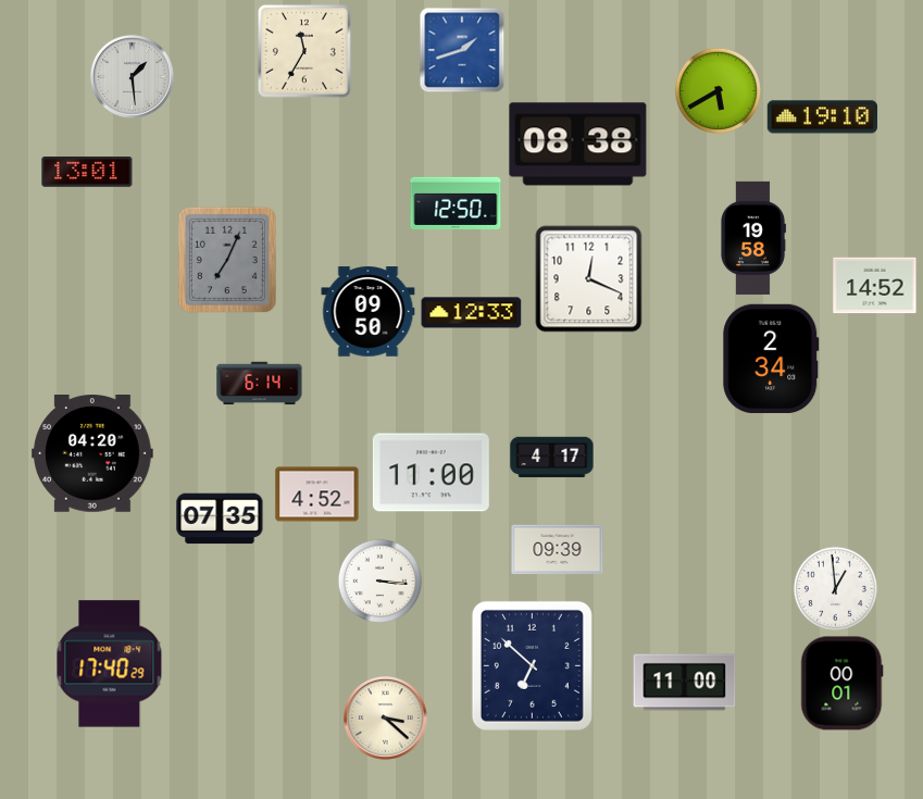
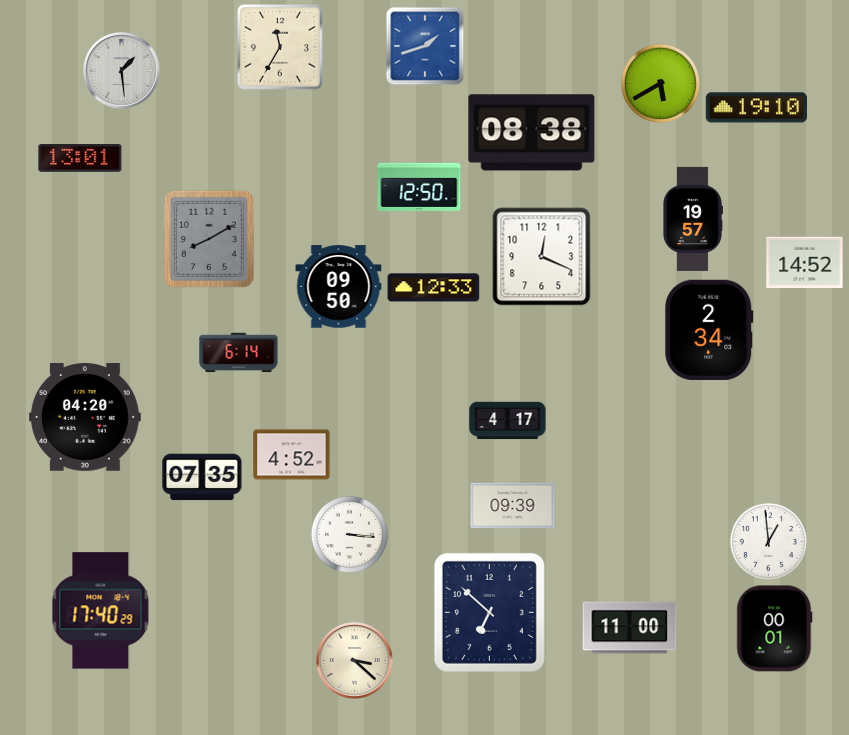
clock at (753, 238): 19:58 -> 19:57
clock at (227, 260): 7:04 -> 8:10
clock at (431, 473): 11:00 -> none
